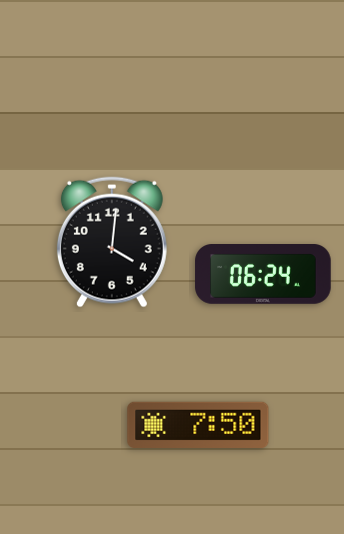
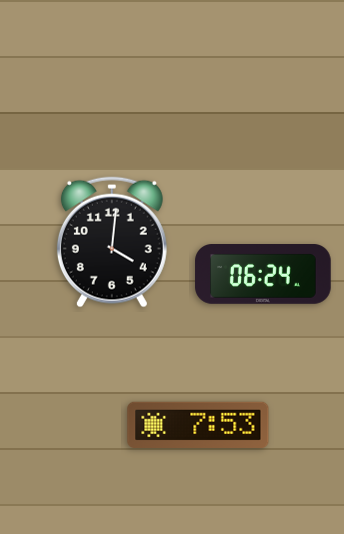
clock at (198, 425): 7:50 -> 7:53
